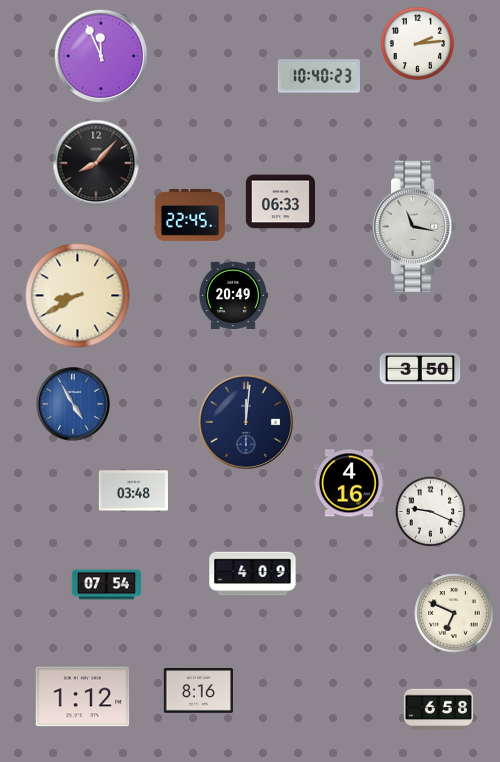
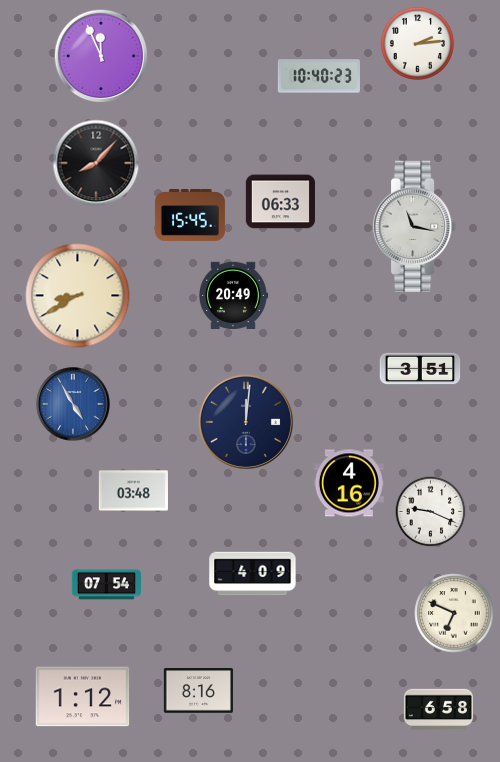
clock at (190, 215): 22:45 -> 15:45
clock at (420, 369): 3:50 -> 3:51
